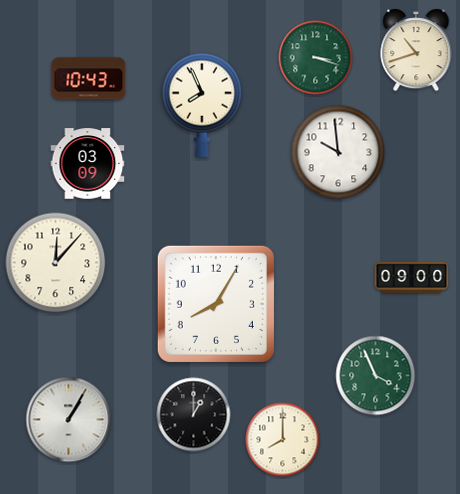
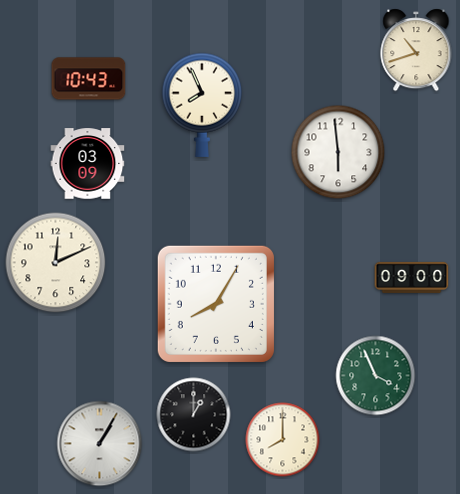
clock at (316, 58): 3:18 -> none
clock at (338, 152): 9:59 -> 5:59
clock at (56, 263): 12:07 -> 12:11
clock at (69, 420) position: (69, 420) -> (100, 444)
